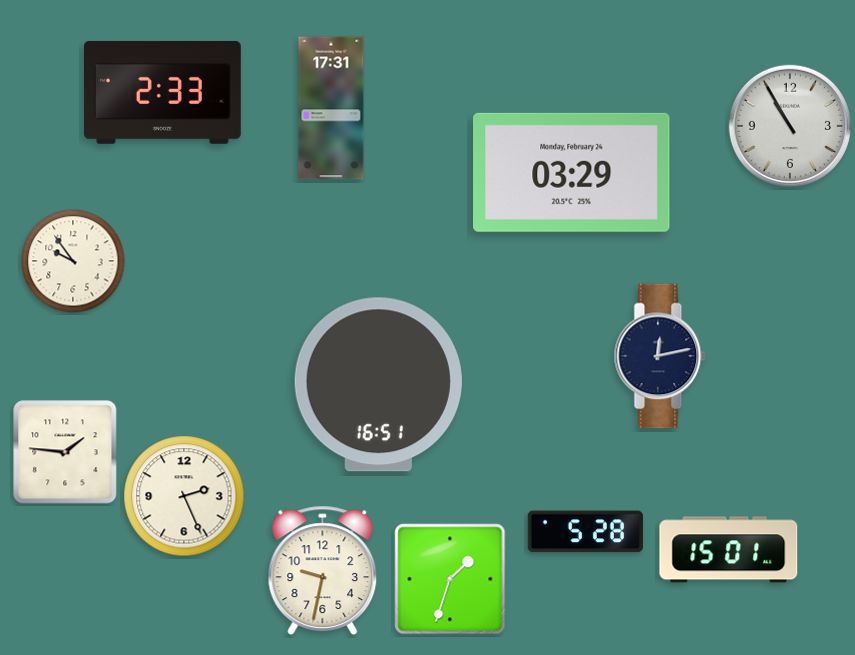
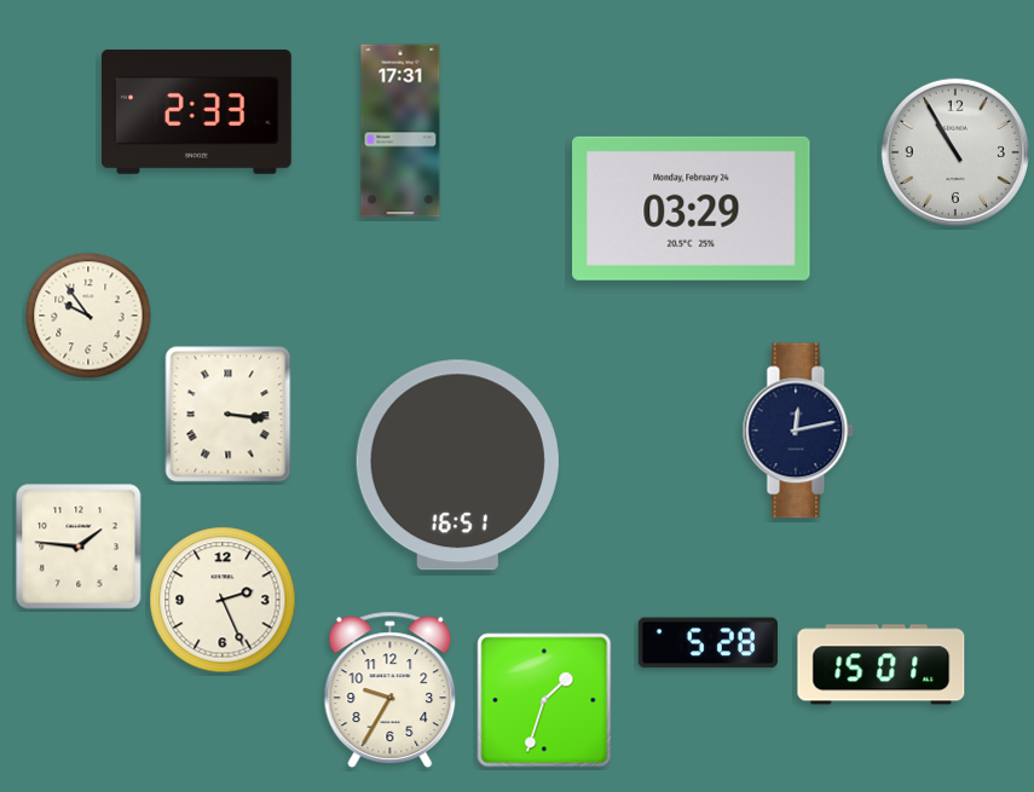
clock at (229, 415): none -> 3:16
clock at (323, 570): 9:32 -> 9:35
